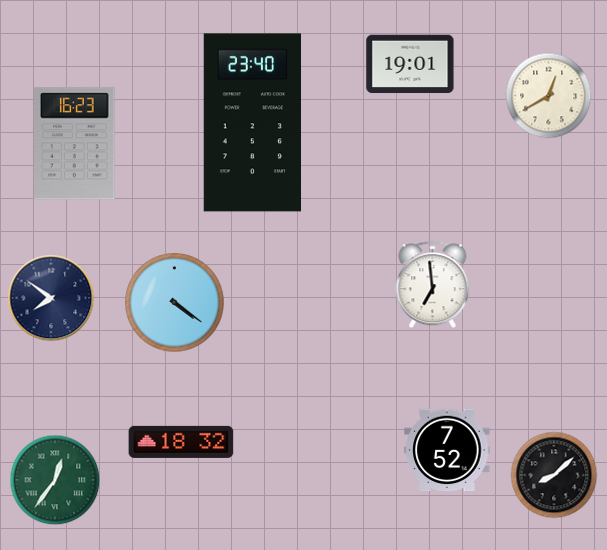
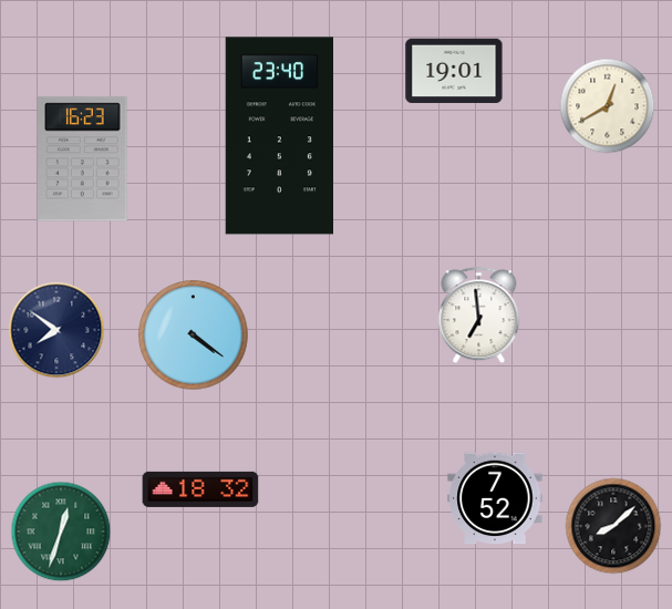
clock at (55, 480): 12:36 -> 12:33
